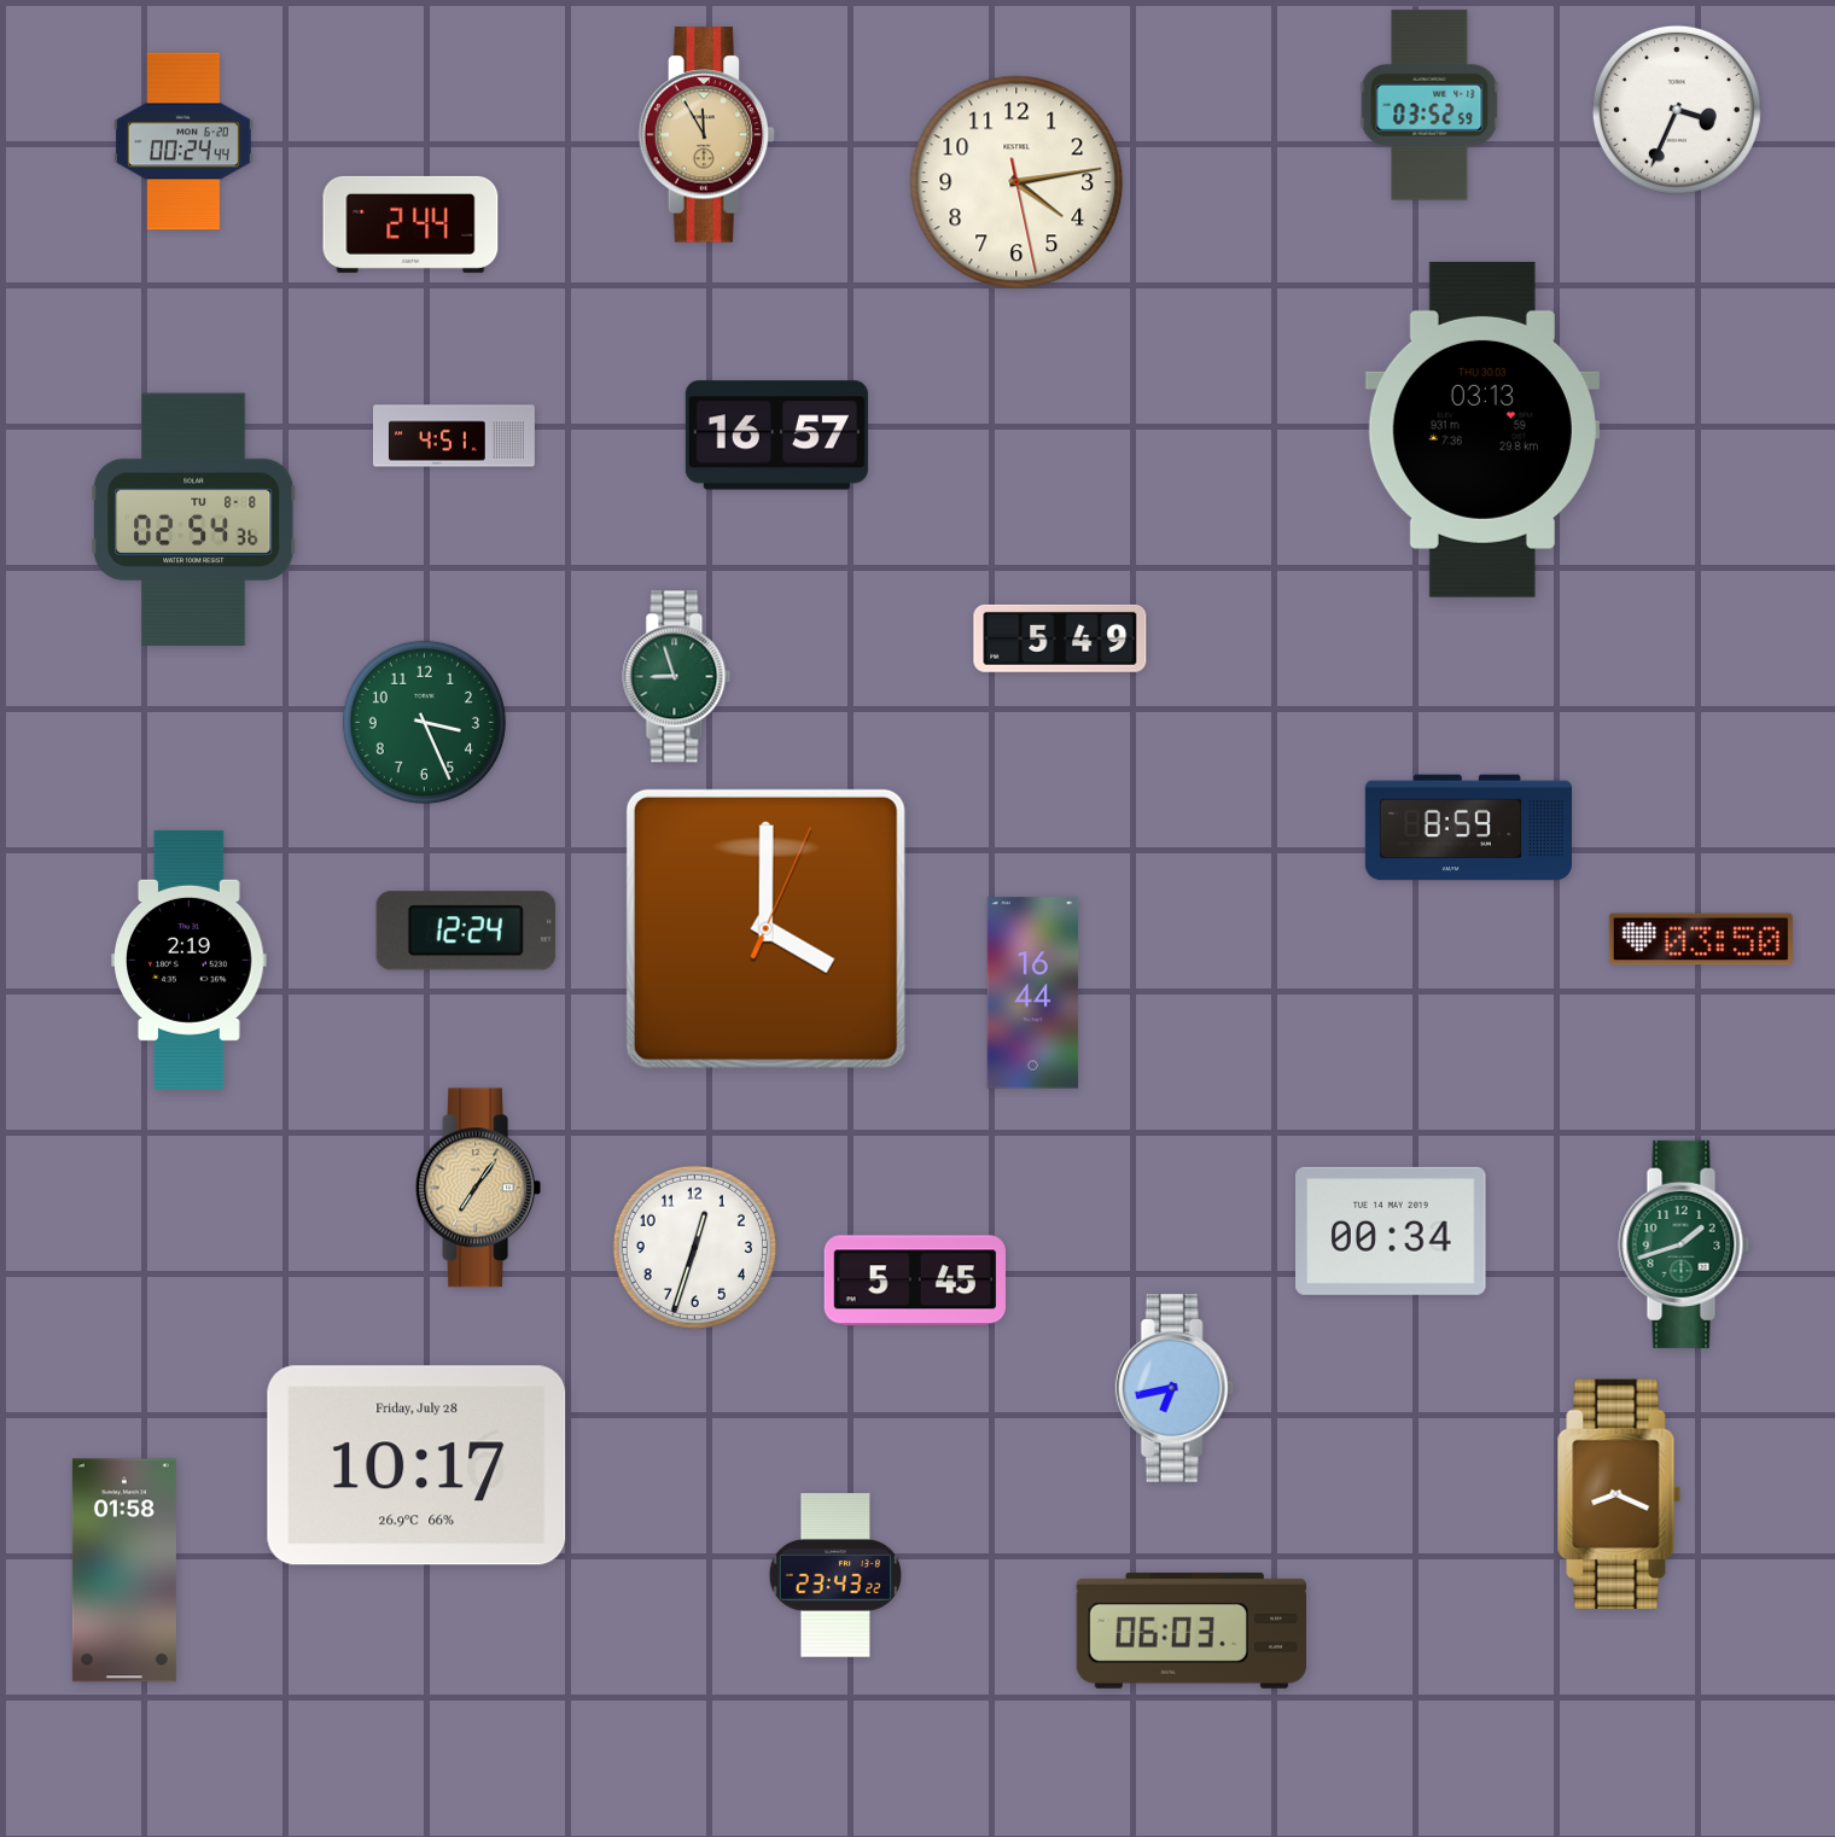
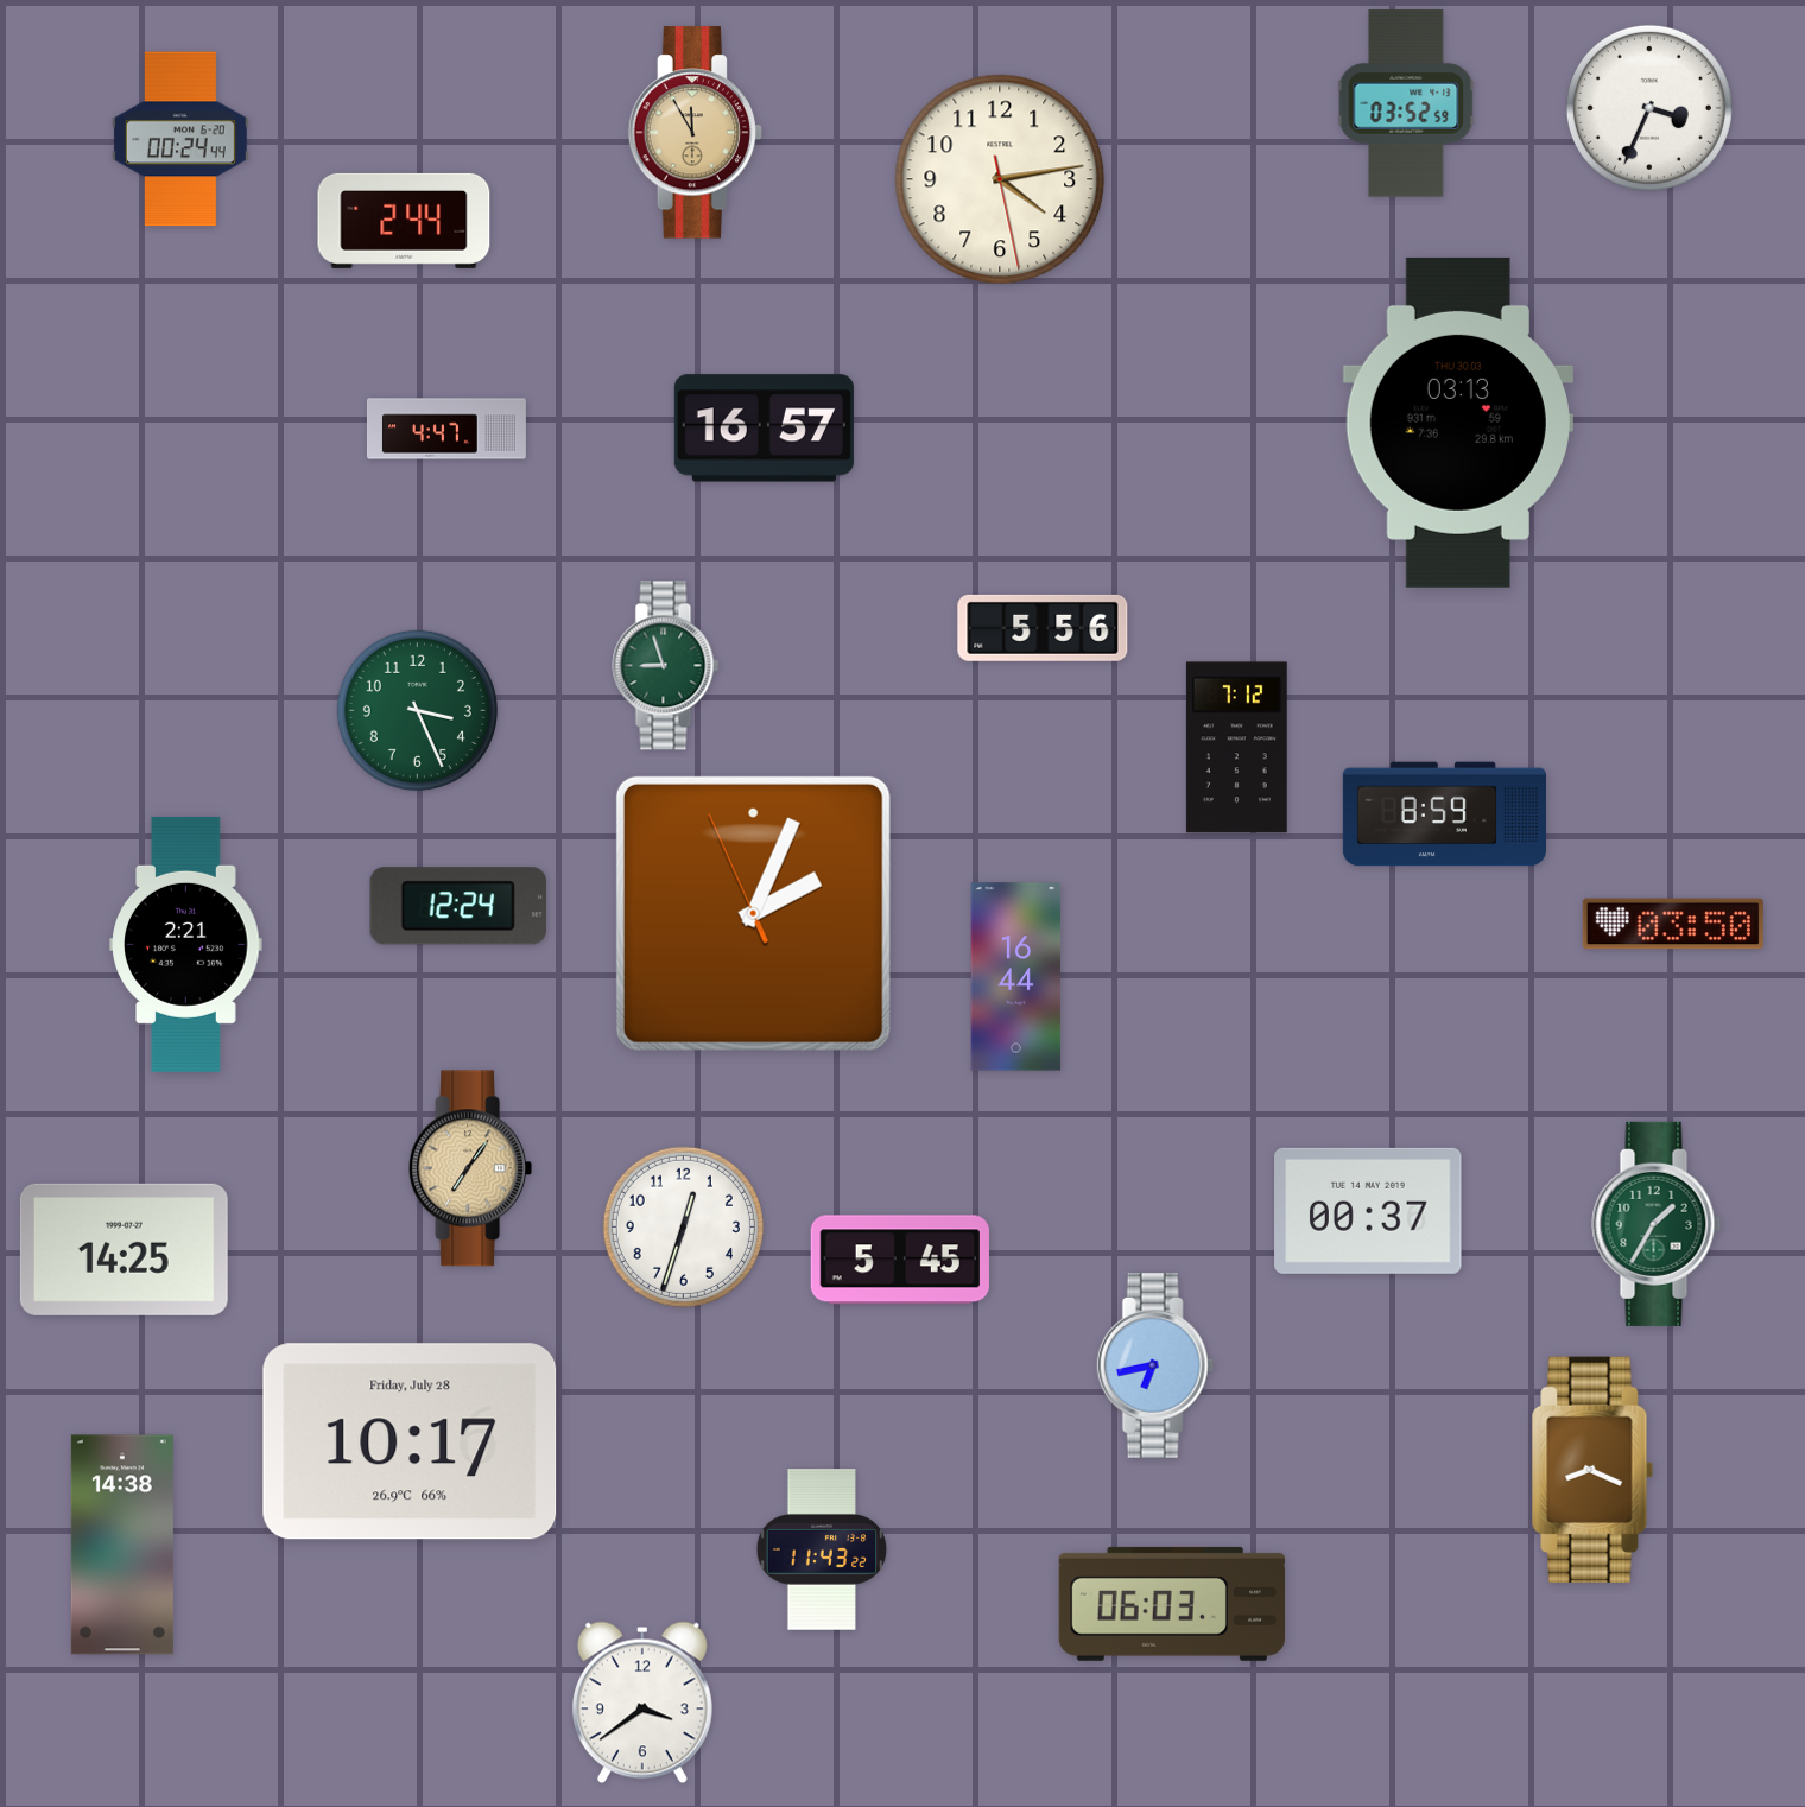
clock at (454, 436): 4:51 -> 4:47
clock at (193, 520): 02:54 -> none
clock at (1060, 638): 5:49 -> 5:56
clock at (1236, 748): none -> 7:12
clock at (765, 928): 4:00 -> 2:03
clock at (465, 931) position: (465, 931) -> (457, 906)
clock at (190, 960): 2:19 -> 2:21
clock at (1391, 1231): 00:34 -> 00:37
clock at (1684, 1244): 1:42 -> 1:35
clock at (123, 1249): none -> 14:25
clock at (124, 1570): 01:58 -> 14:38
clock at (835, 1575): 23:43 -> 11:43
clock at (642, 1703): none -> 3:39
